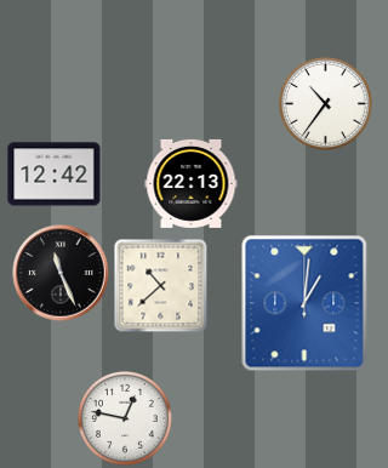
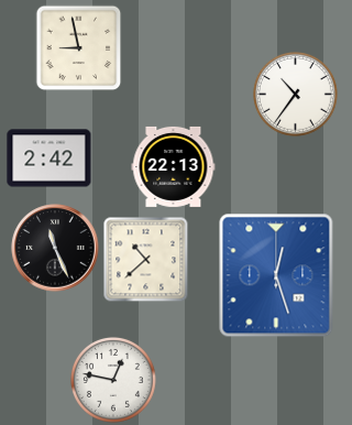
clock at (78, 47): none -> 8:58
clock at (55, 175): 12:42 -> 2:42
clock at (304, 303): 1:01 -> 12:27
